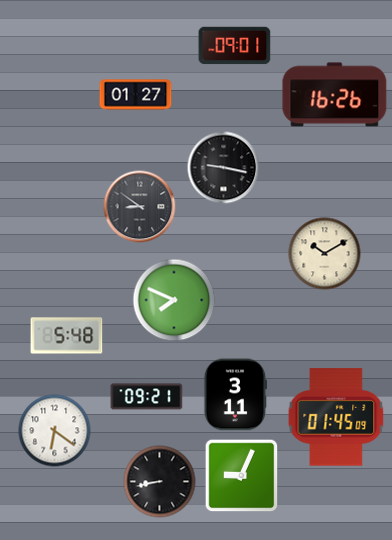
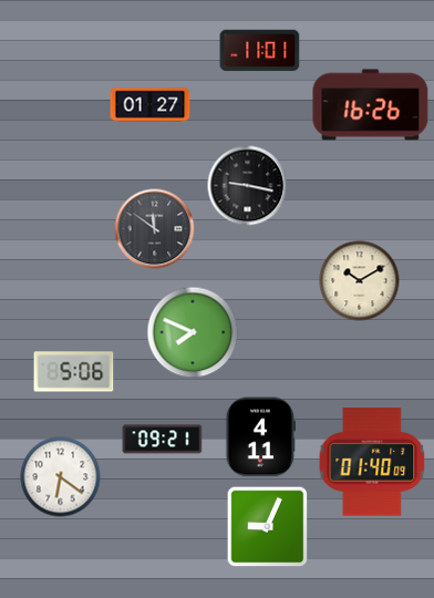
clock at (235, 46): 09:01 -> 11:01
clock at (140, 207): 8:51 -> 11:51
clock at (67, 336): 5:48 -> 5:06
clock at (235, 395): 3:11 -> 4:11
clock at (336, 417): 01:45 -> 01:40
clock at (160, 482): 8:43 -> none
